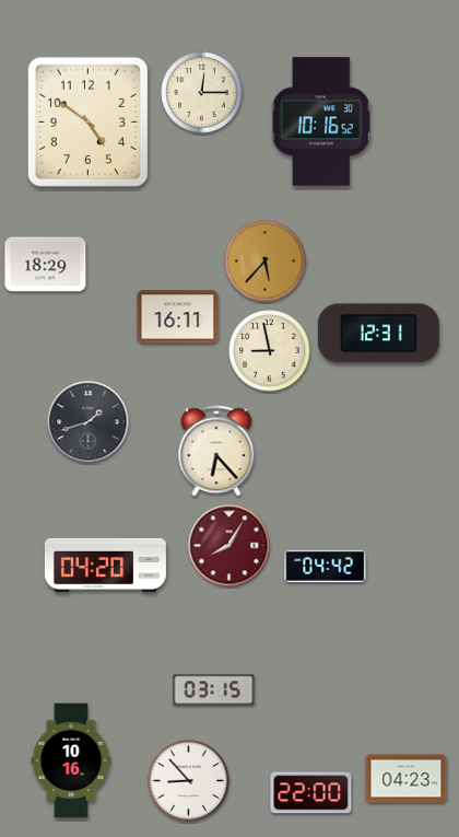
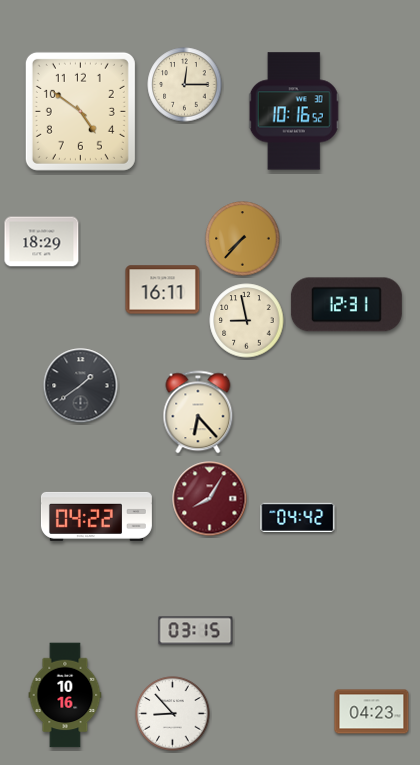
clock at (266, 261): 5:37 -> 7:37
clock at (89, 422): 1:42 -> 1:39
clock at (105, 565): 04:20 -> 04:22
clock at (311, 793): 22:00 -> none
